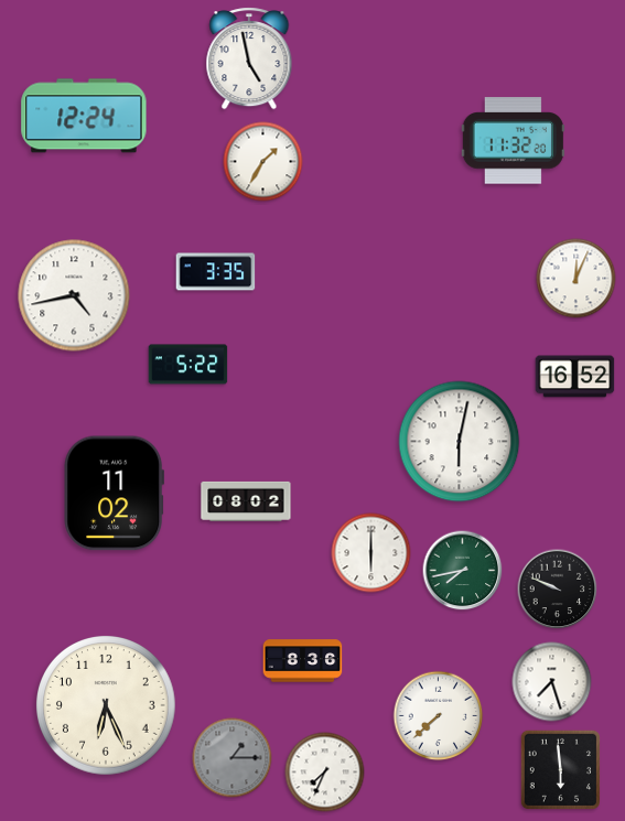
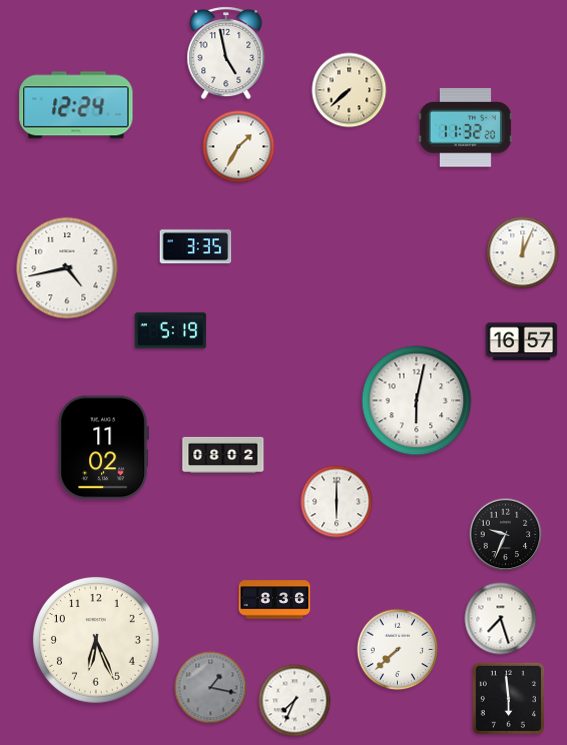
clock at (349, 90): none -> 7:38
clock at (188, 365): 5:22 -> 5:19
clock at (575, 377): 16:52 -> 16:57
clock at (463, 571): 7:43 -> none
clock at (558, 590): 9:49 -> 9:34
clock at (233, 758): 1:15 -> 1:17
